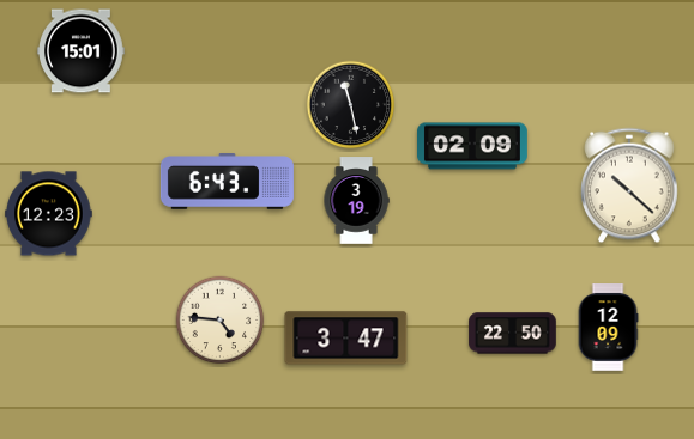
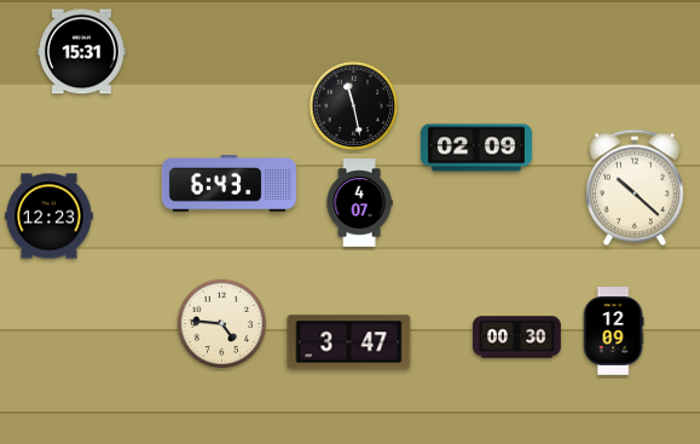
clock at (82, 51): 15:01 -> 15:31
clock at (356, 201): 3:19 -> 4:07
clock at (513, 334): 22:50 -> 00:30
